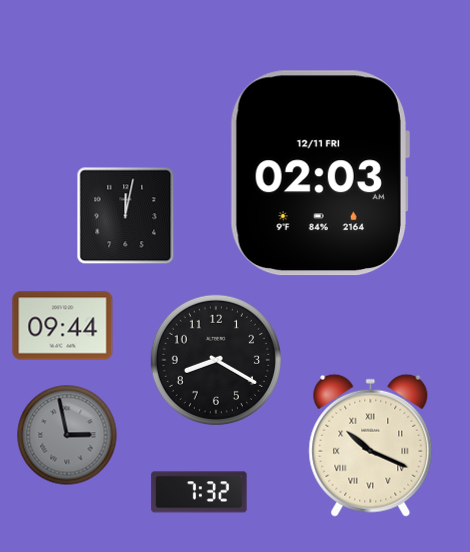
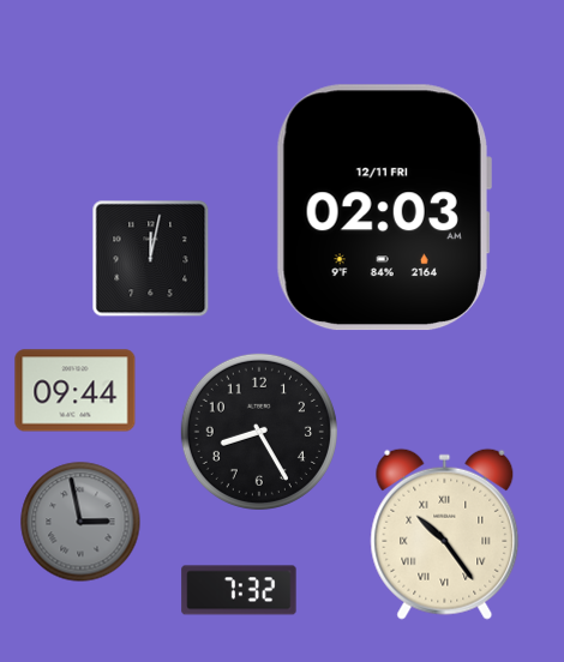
clock at (216, 360): 8:20 -> 8:25
clock at (371, 445): 10:19 -> 10:24
